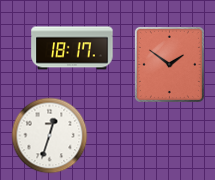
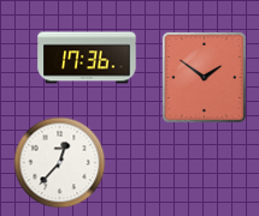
clock at (72, 48): 18:17 -> 17:36
clock at (50, 136): 12:33 -> 12:37
